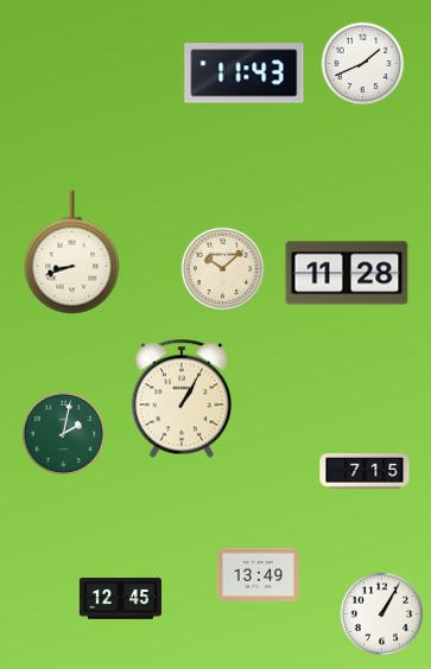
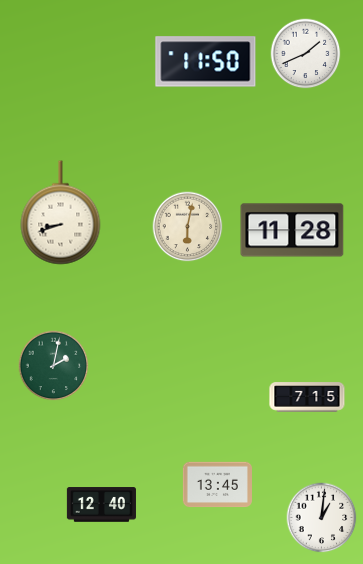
clock at (245, 74): 11:43 -> 11:50
clock at (223, 269): 10:08 -> 6:02
clock at (182, 399): 1:05 -> none
clock at (258, 575): 13:49 -> 13:45
clock at (120, 599): 12:45 -> 12:40
clock at (382, 614): 1:05 -> 1:01
